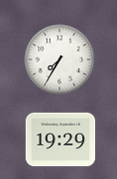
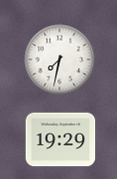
clock at (60, 60): 7:35 -> 7:32
